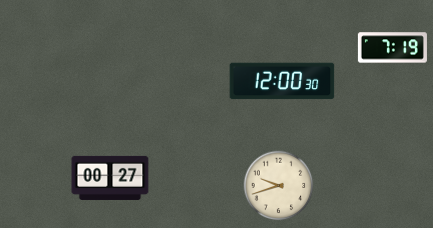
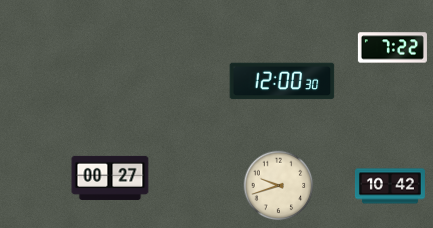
clock at (392, 48): 7:19 -> 7:22
clock at (390, 186): none -> 10:42
